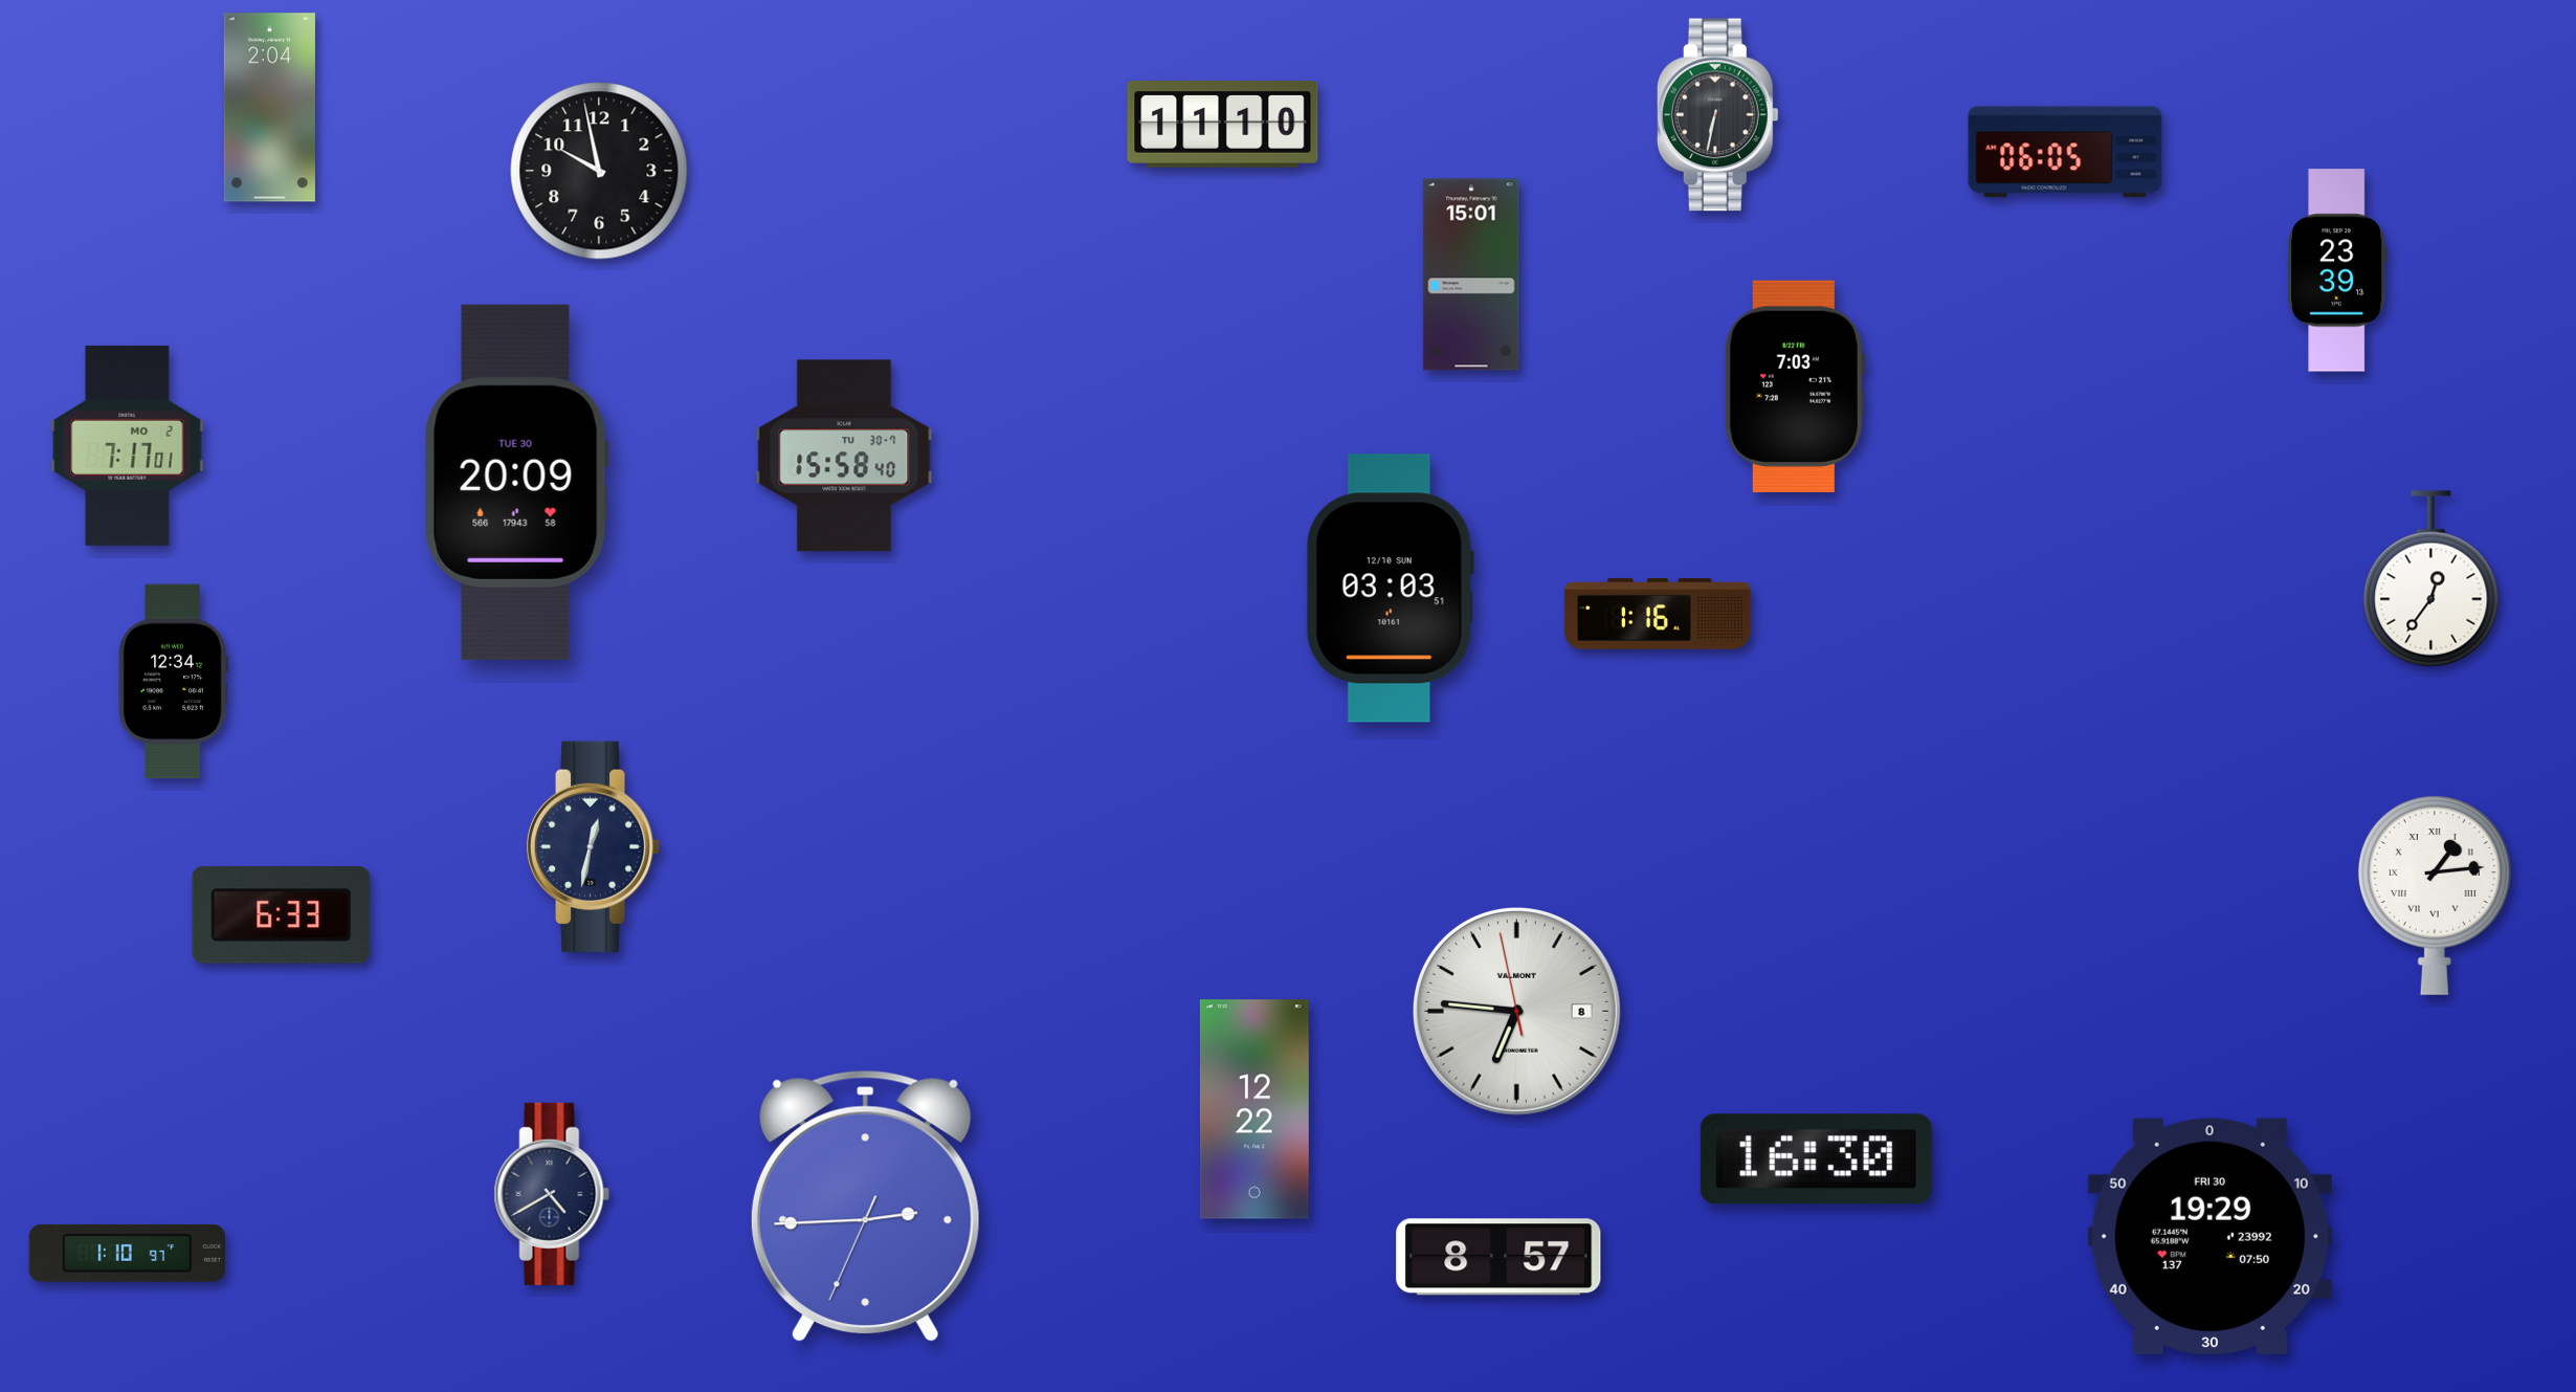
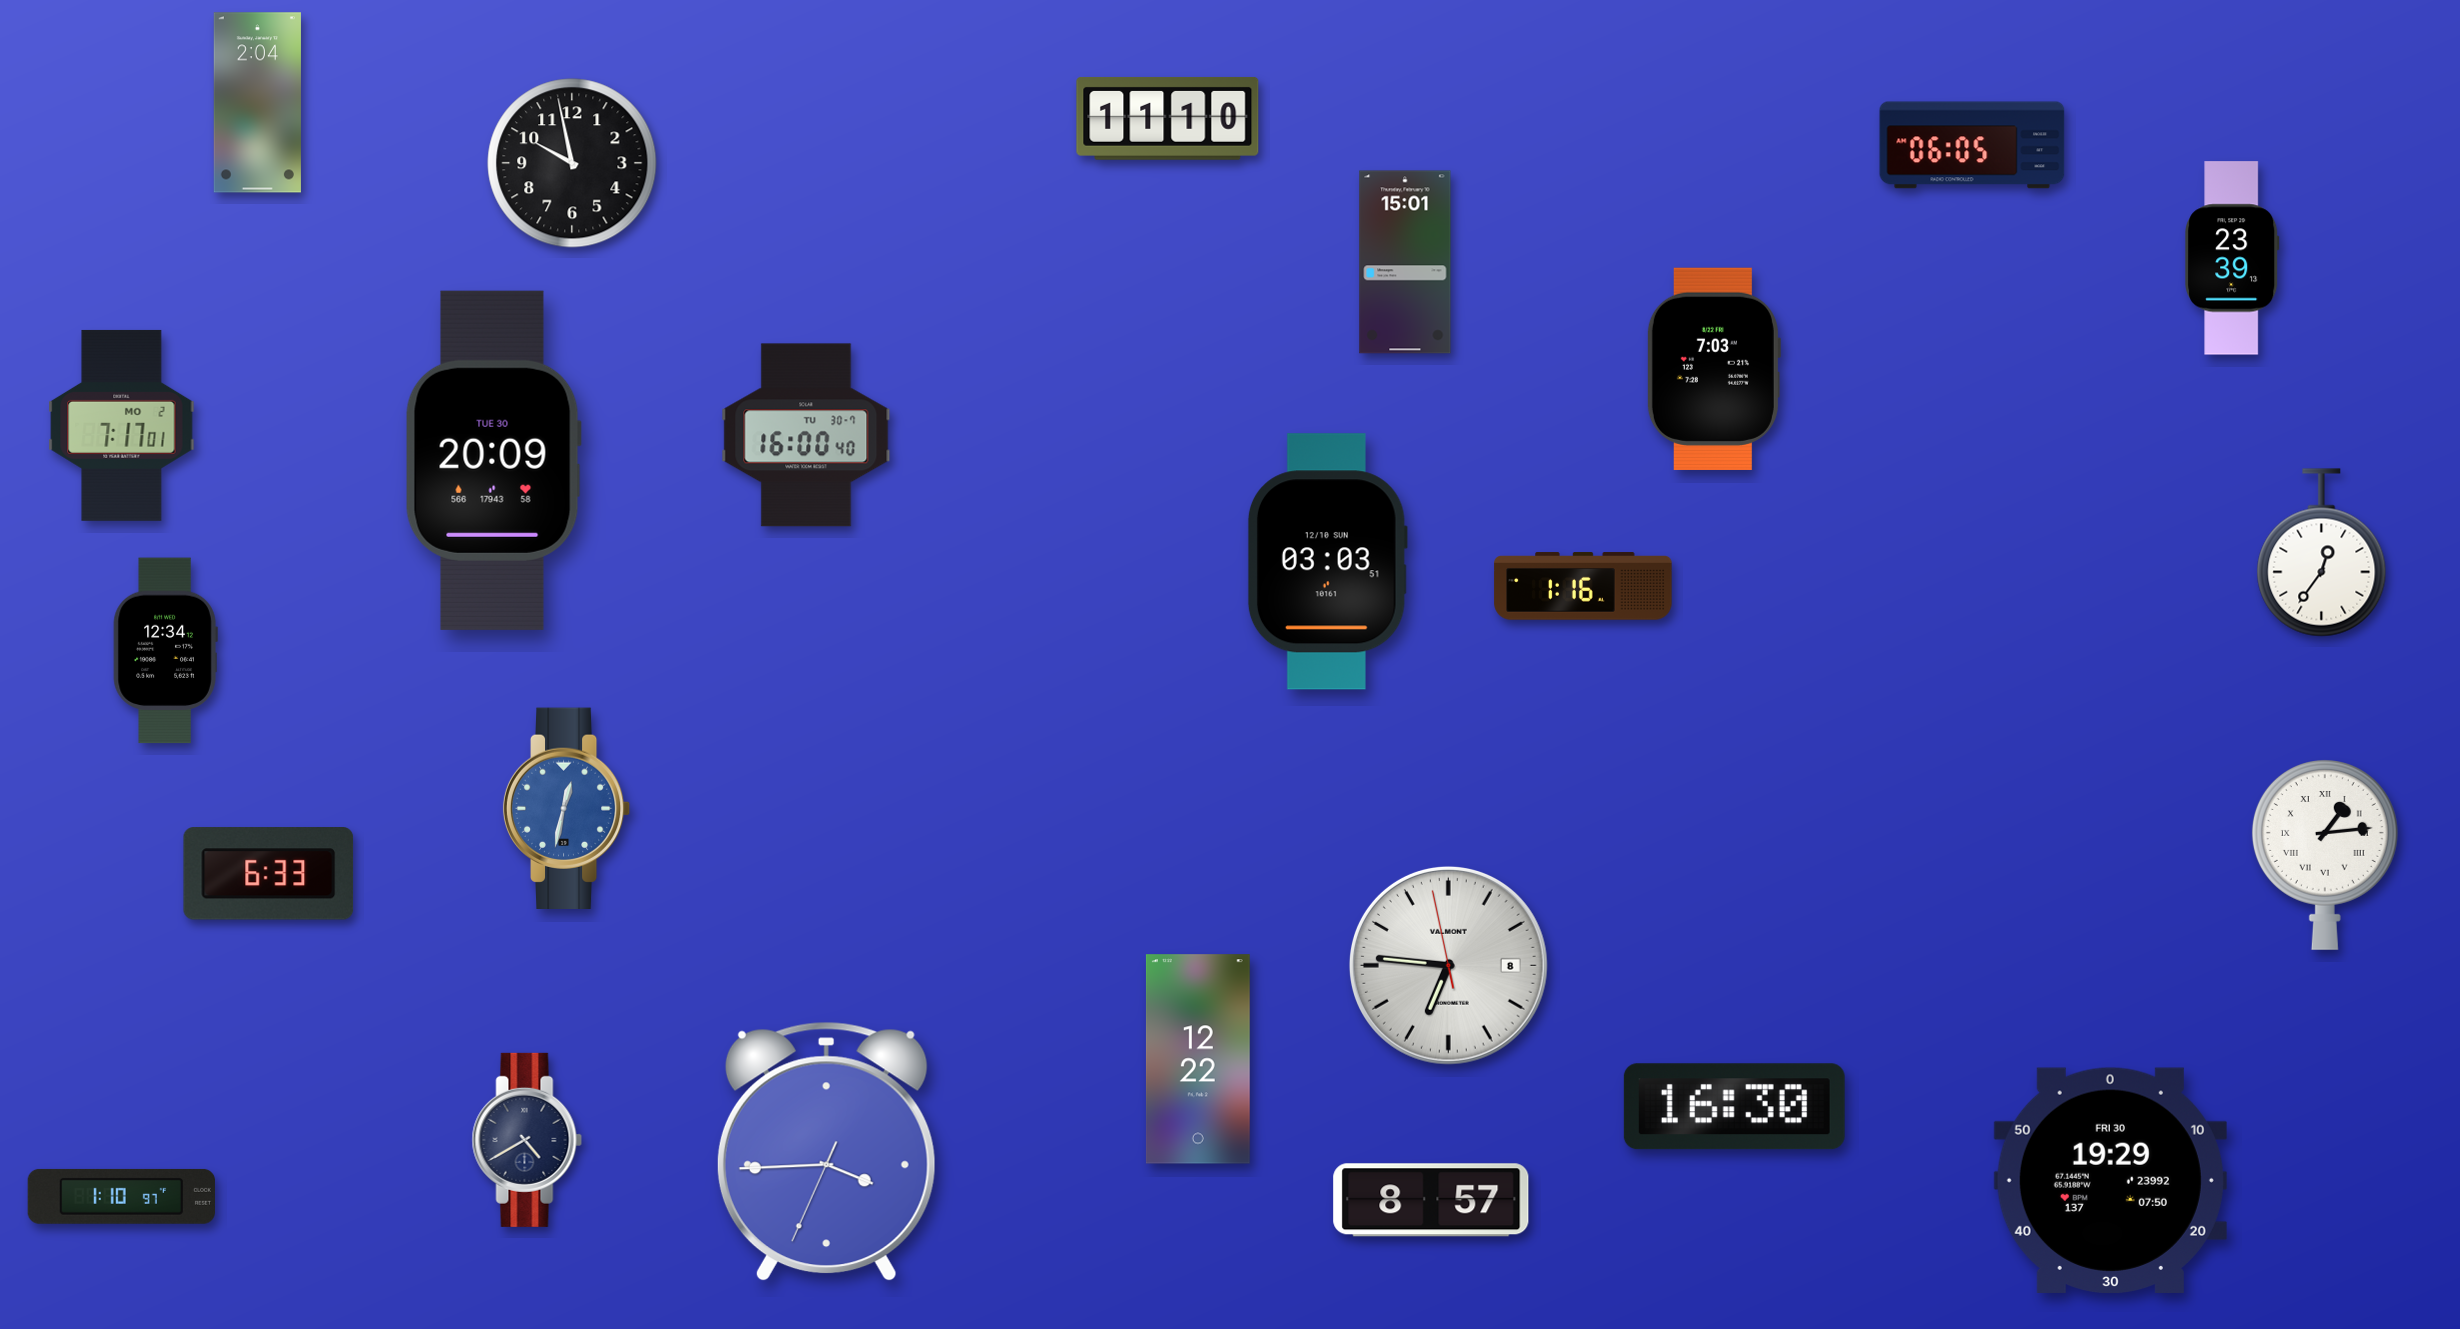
clock at (1717, 115): 6:32 -> none
clock at (844, 456): 15:58 -> 16:00
clock at (594, 846) dial: navy -> blue
clock at (865, 1207): 2:44 -> 3:44
